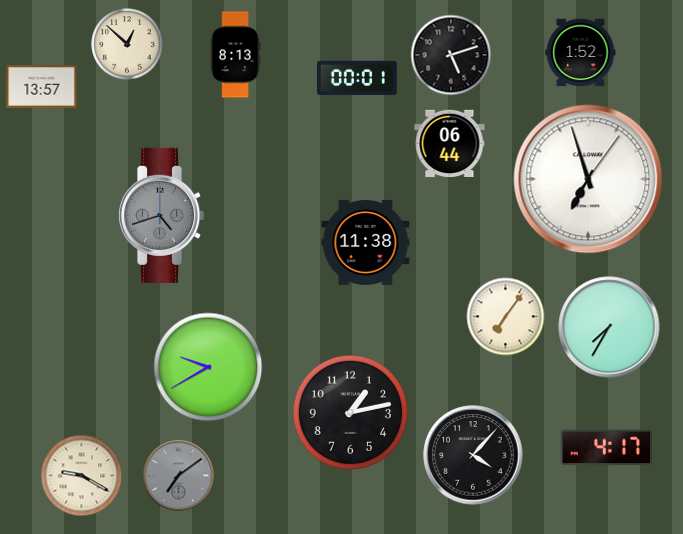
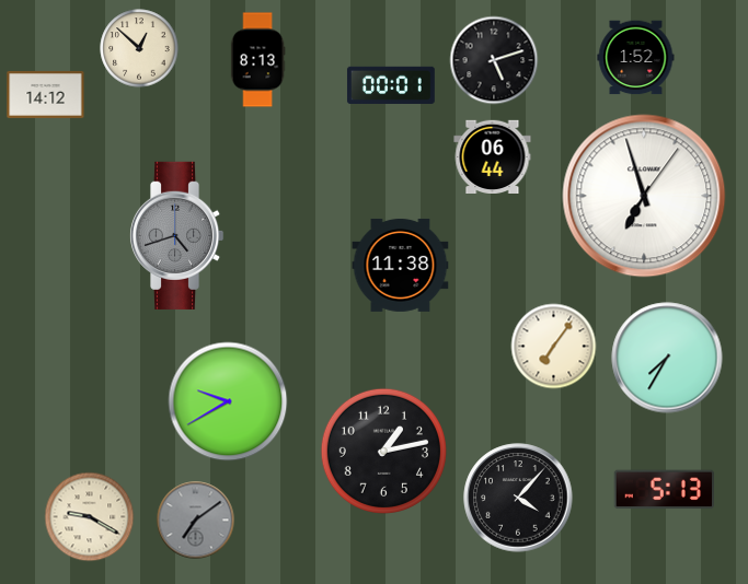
clock at (42, 87): 13:57 -> 14:12
clock at (606, 448): 4:17 -> 5:13
clock at (82, 476) position: (82, 476) -> (90, 517)
